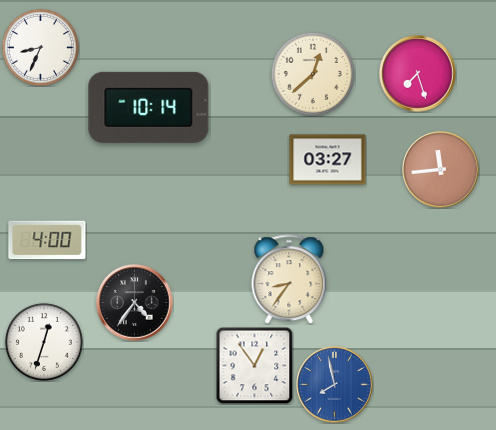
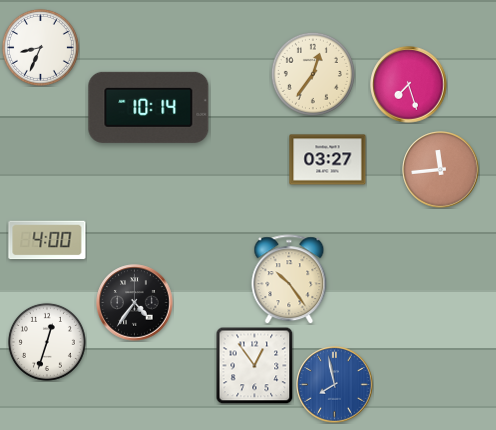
clock at (313, 74): 12:38 -> 12:36
clock at (418, 74) position: (418, 74) -> (409, 85)
clock at (289, 279): 8:36 -> 10:24
clock at (44, 342) position: (44, 342) -> (47, 342)
